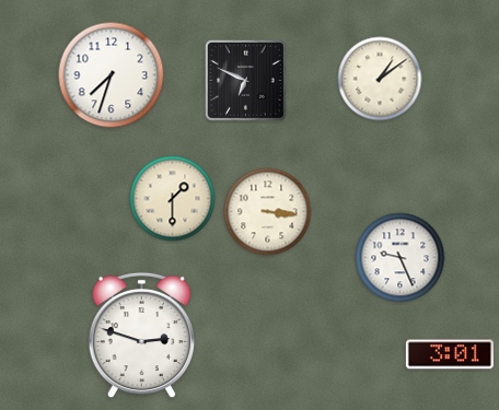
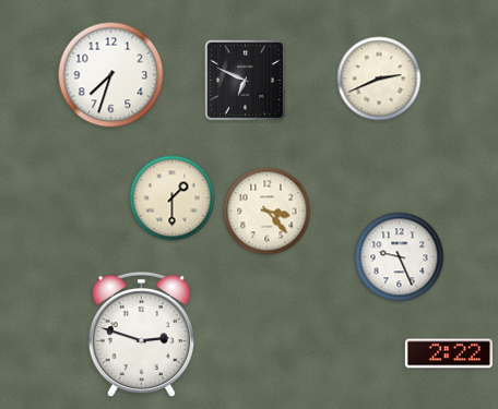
clock at (380, 79): 1:09 -> 2:41
clock at (268, 212): 3:16 -> 3:23
clock at (450, 354): 3:01 -> 2:22
